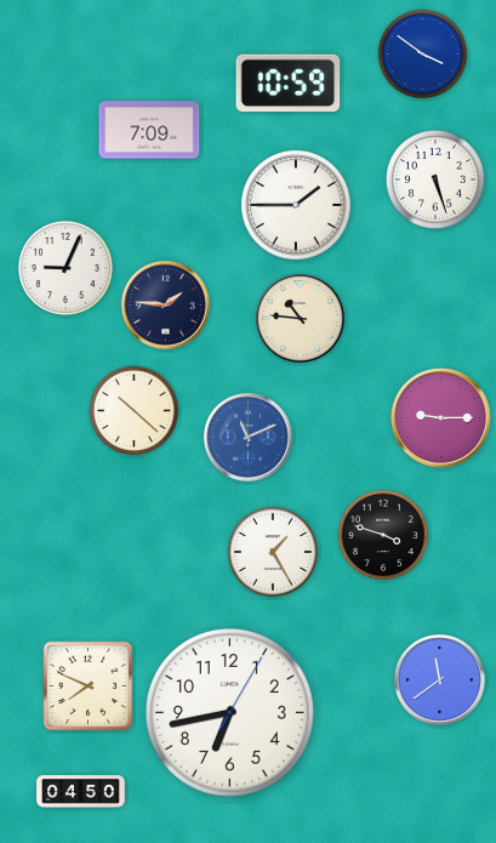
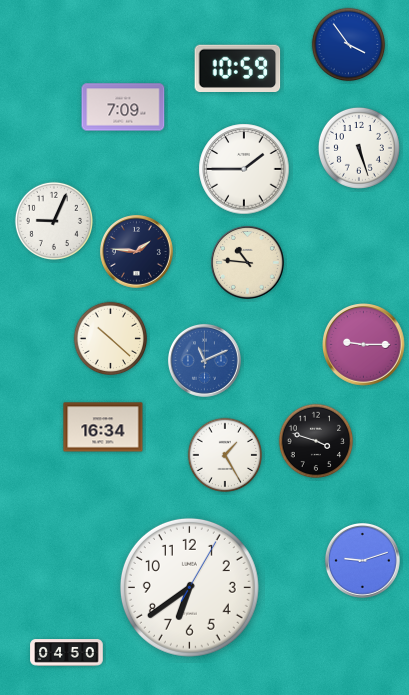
clock at (423, 55): 3:51 -> 3:54
clock at (103, 427): none -> 16:34
clock at (439, 679): 11:39 -> 9:12
clock at (89, 687): 7:49 -> none
clock at (229, 712): 6:43 -> 6:39
